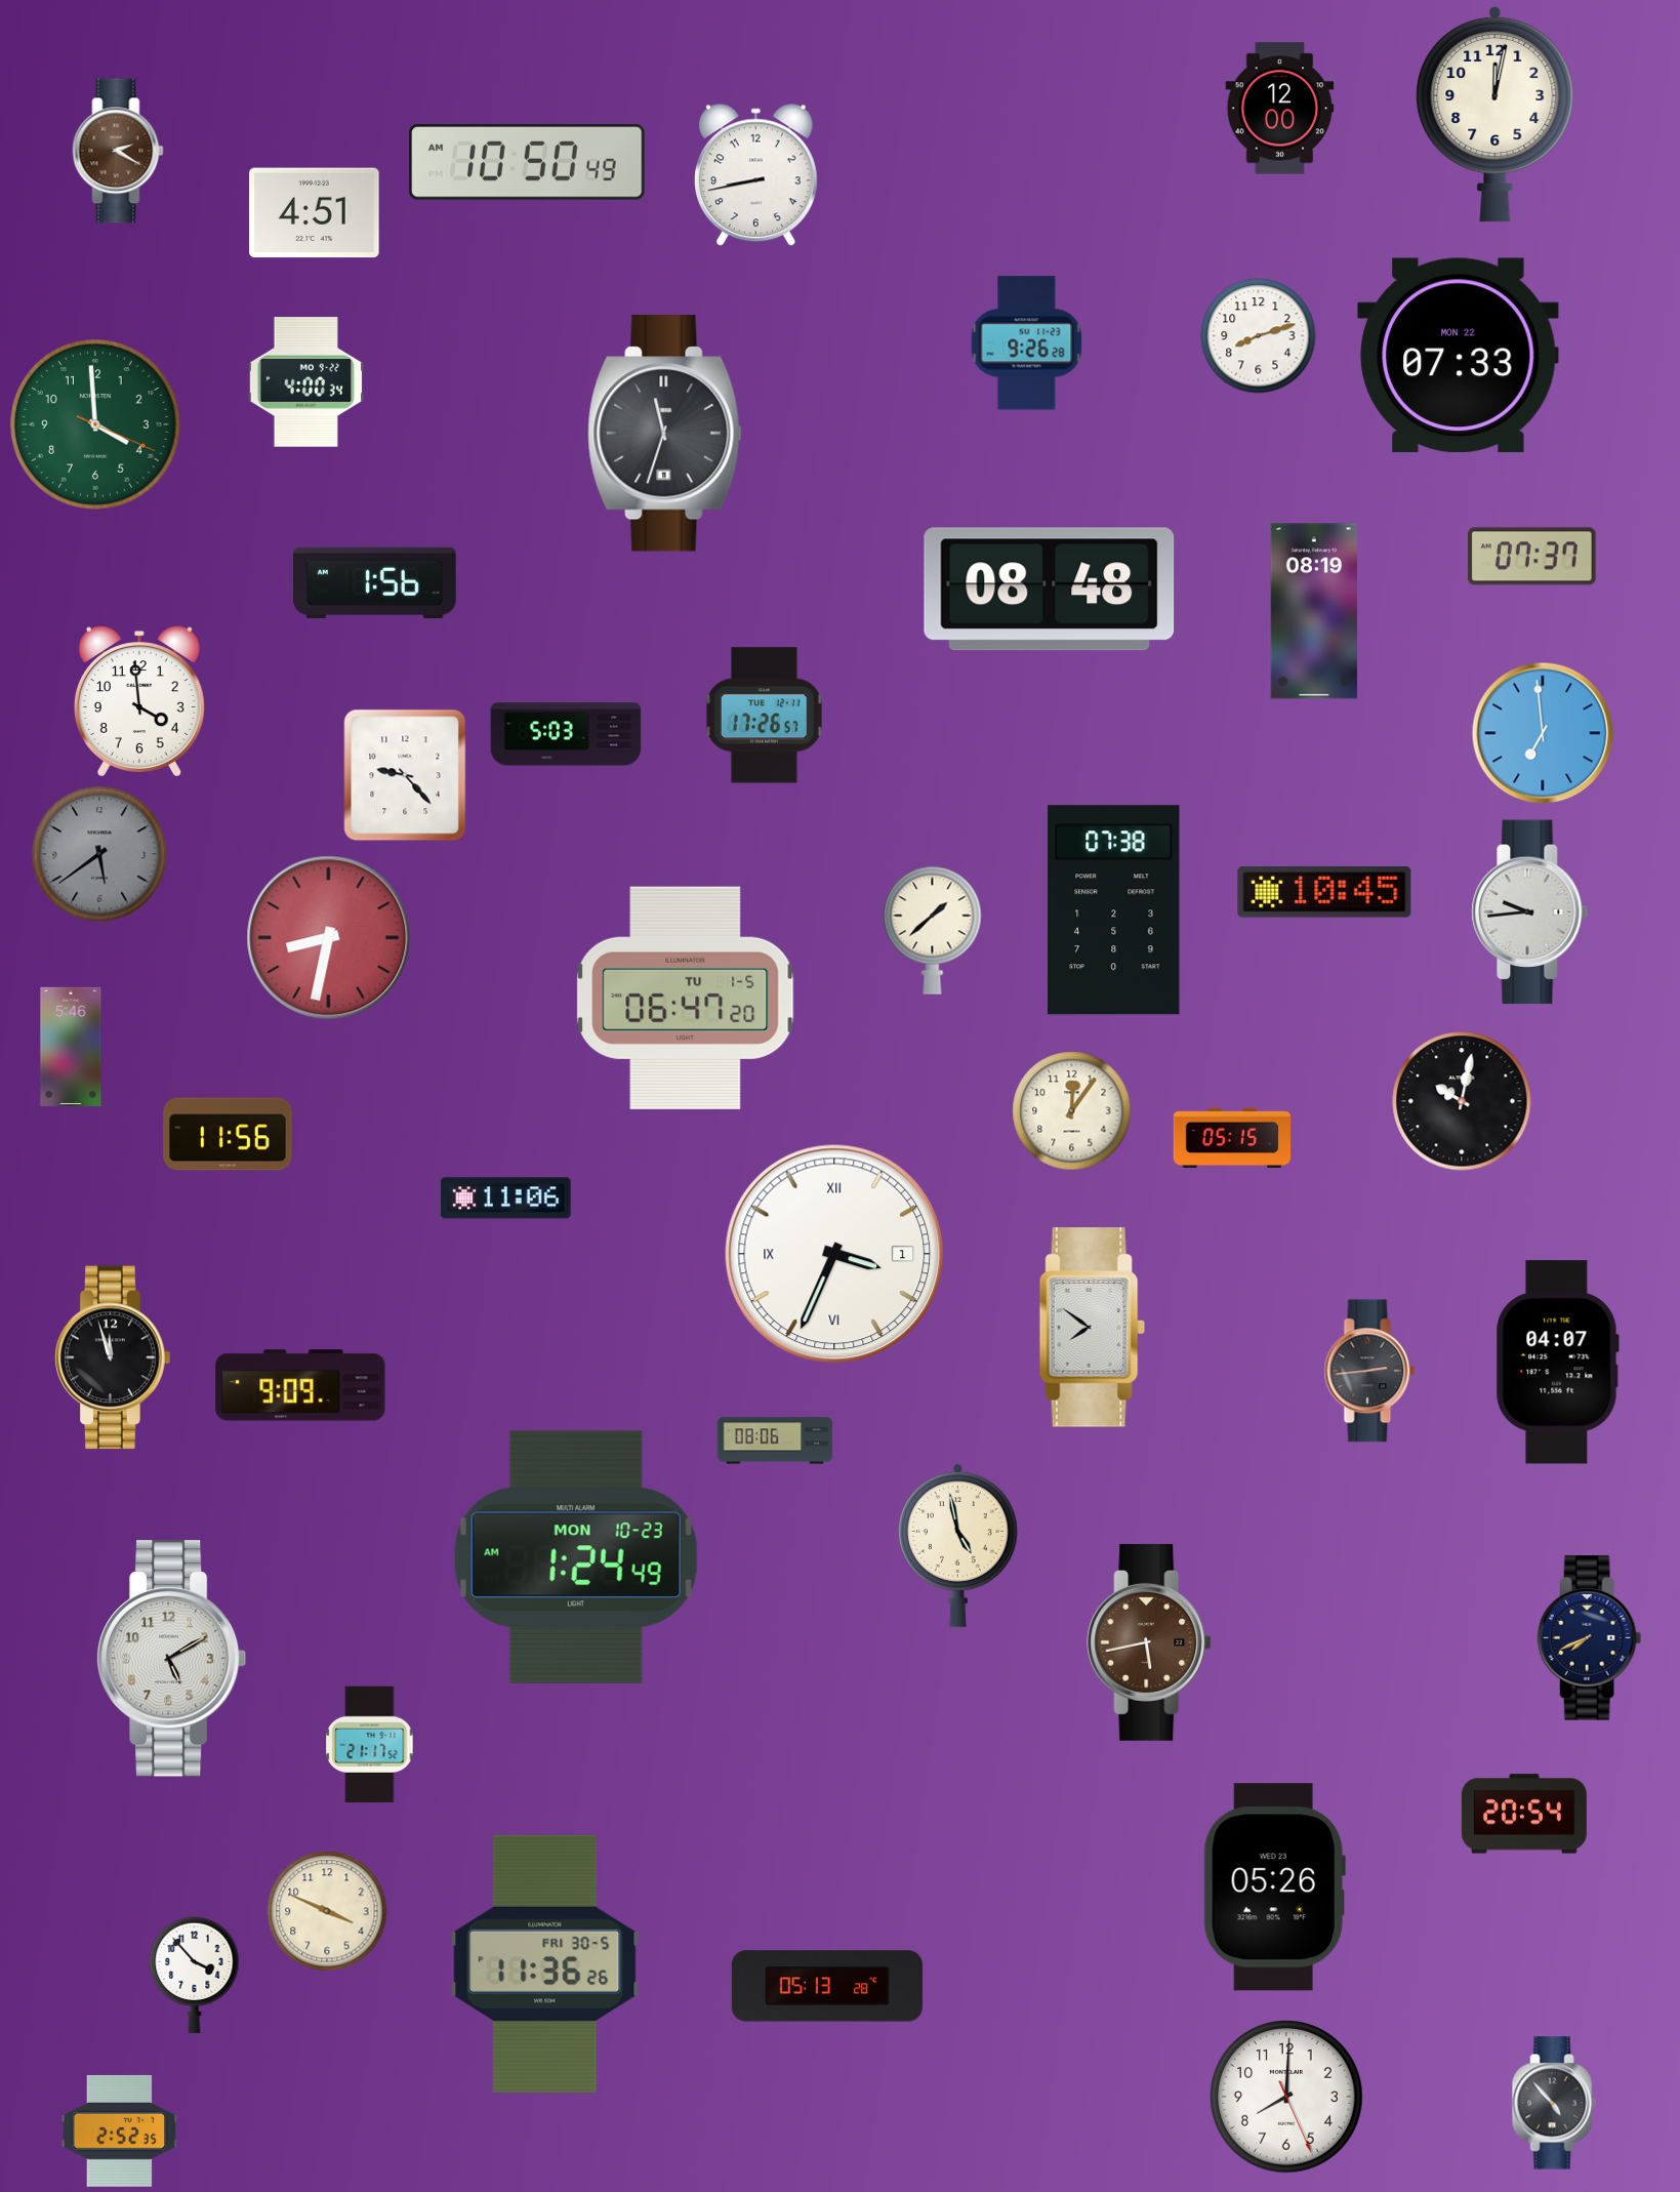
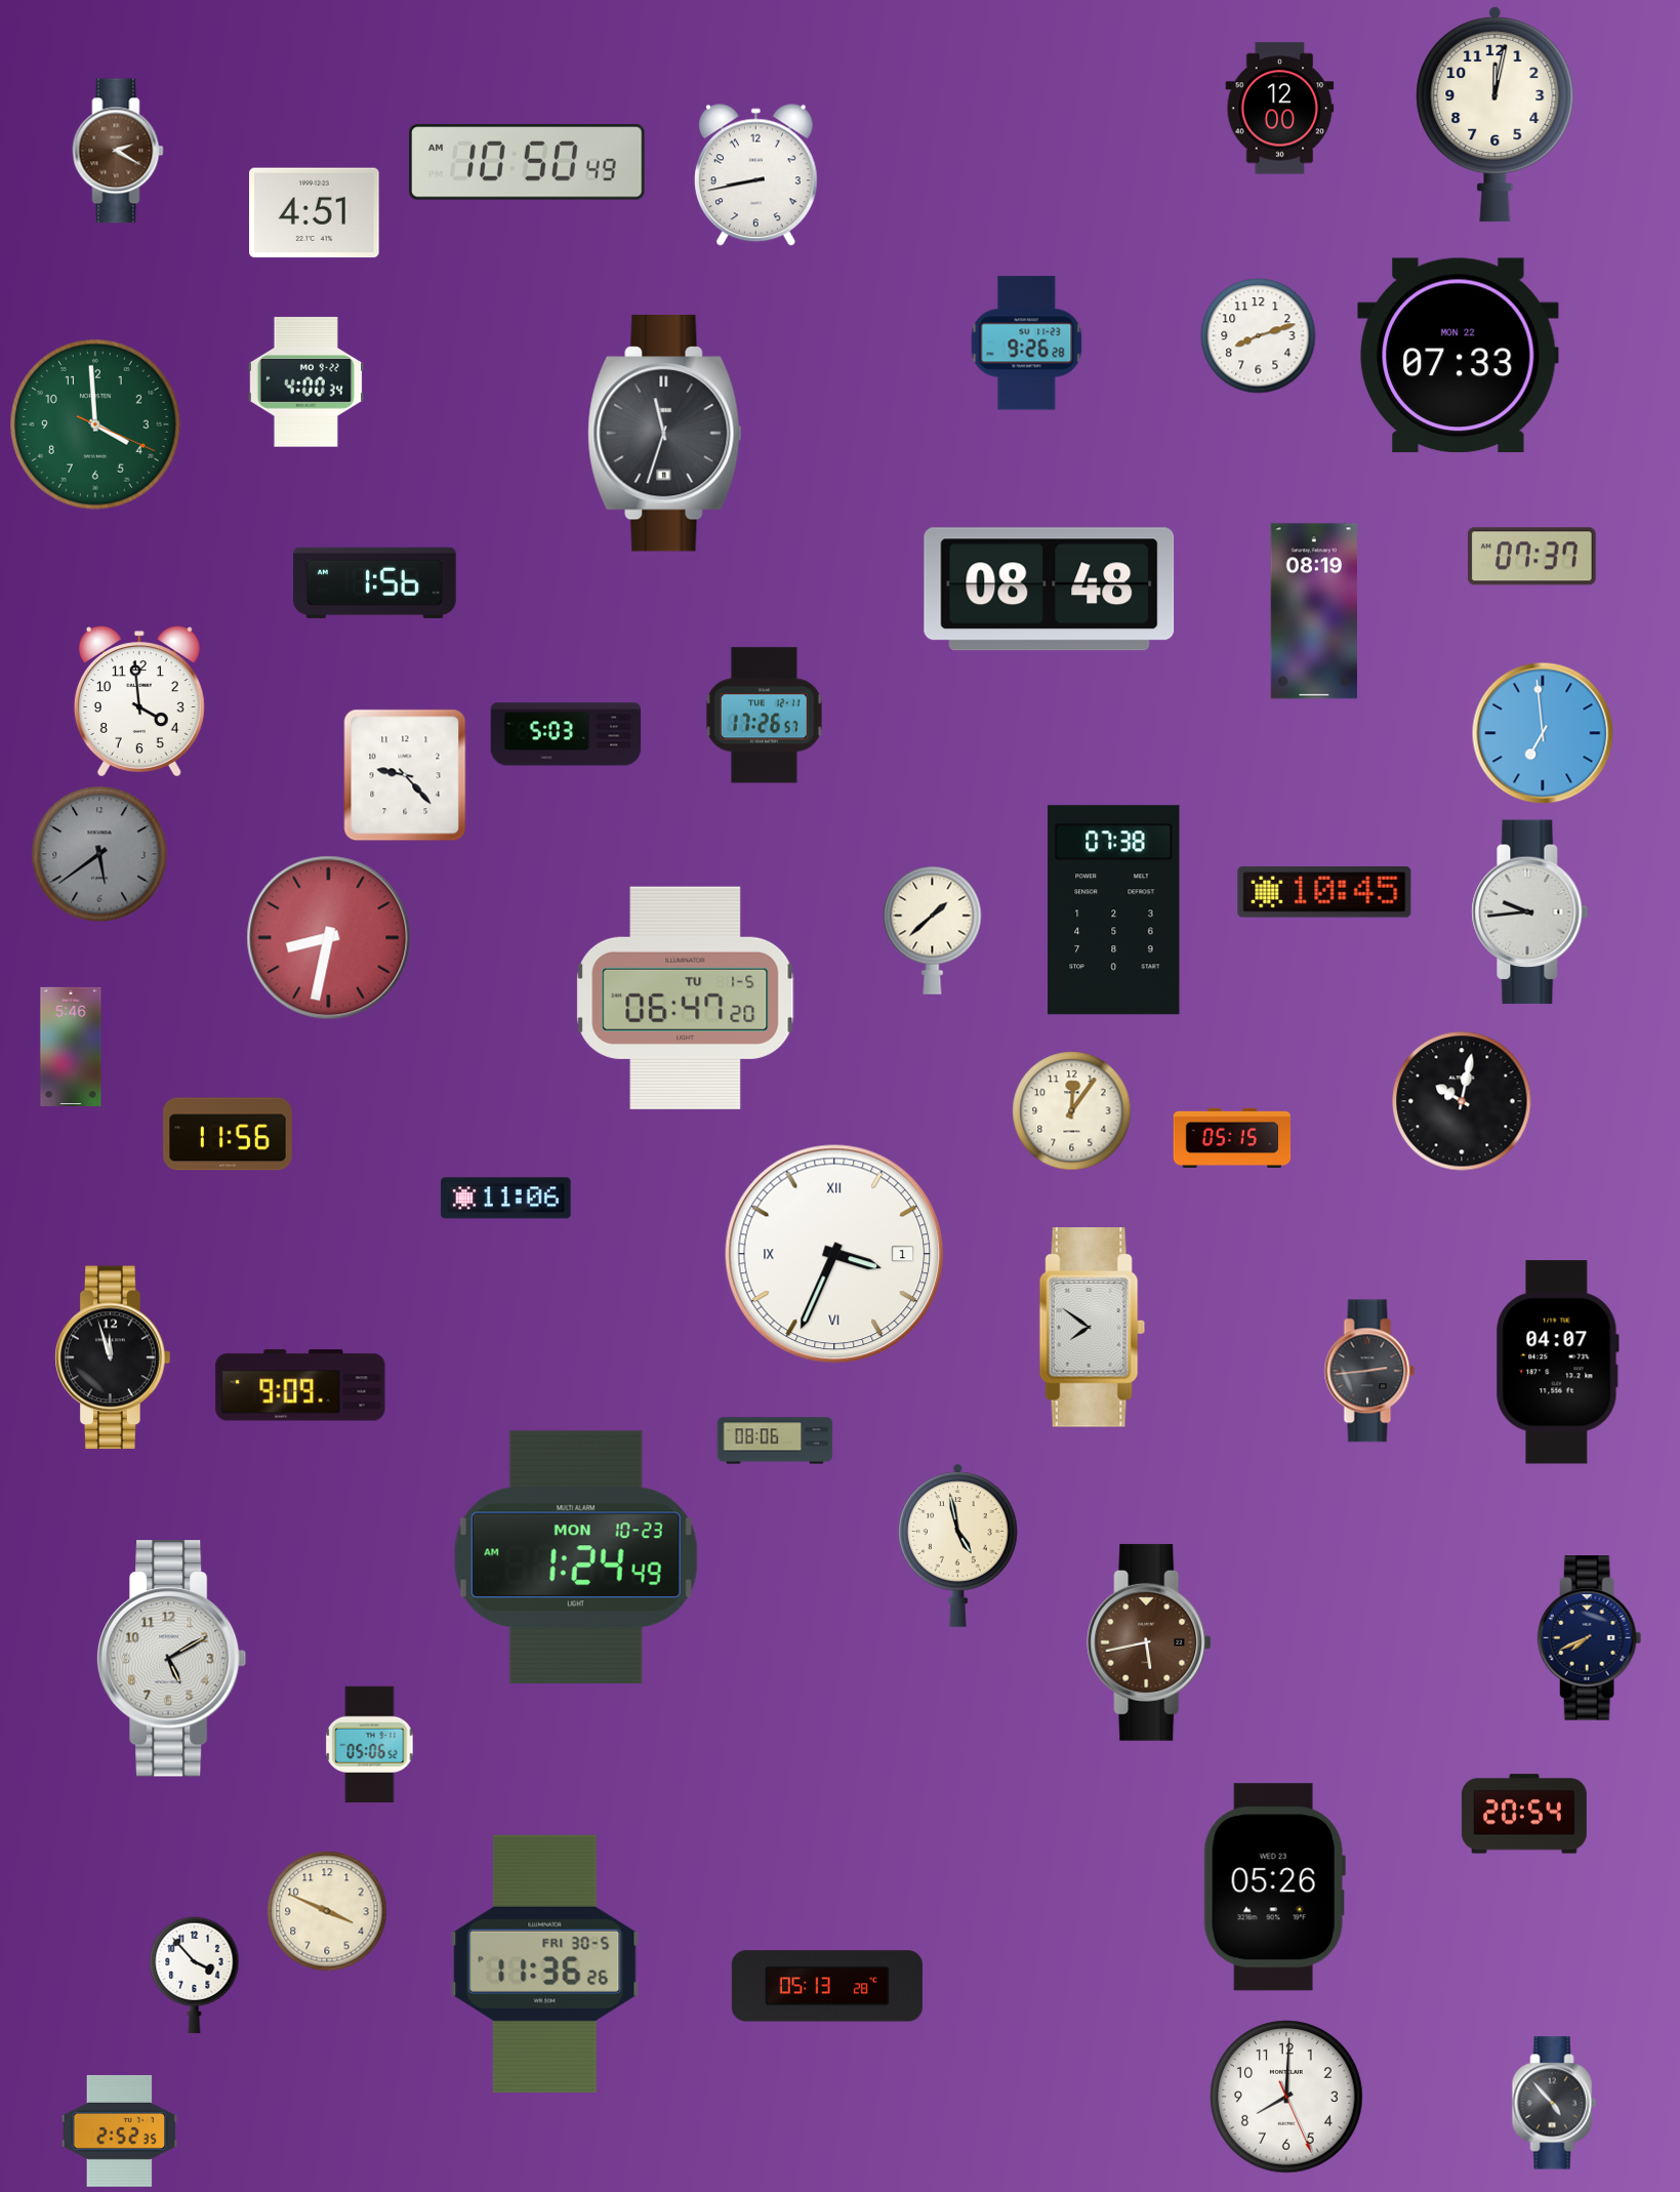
clock at (370, 1745): 21:17 -> 05:06
